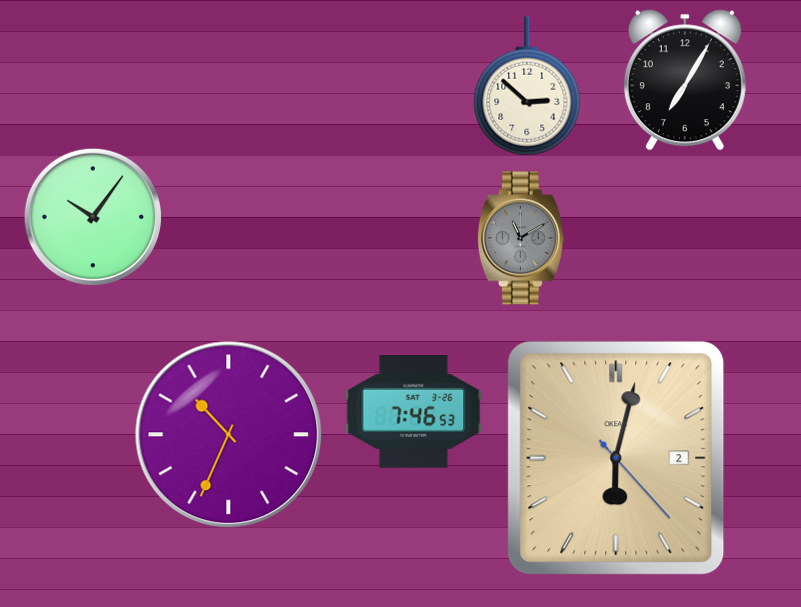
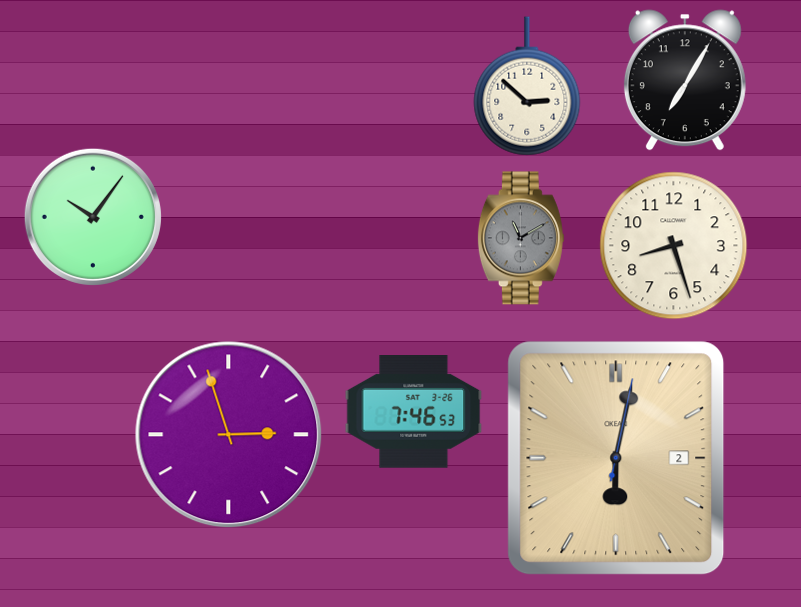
clock at (674, 246): none -> 8:27
clock at (229, 435): 10:34 -> 2:57
clock at (616, 458): 6:02:23 -> 6:02:02
